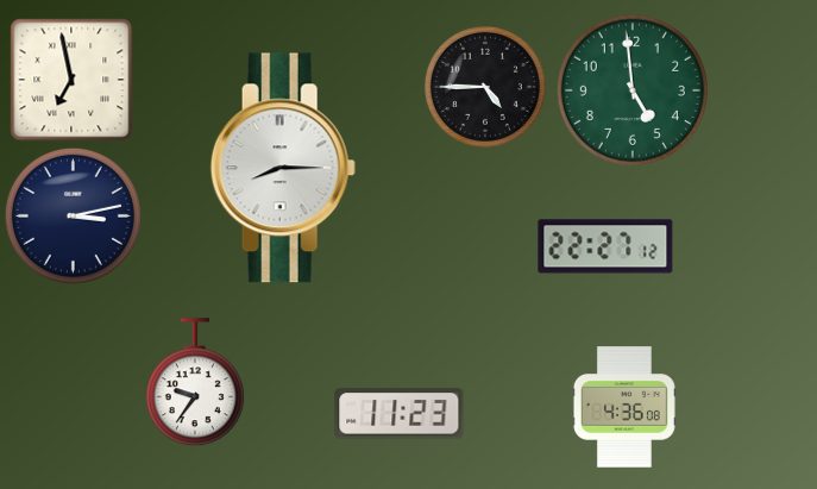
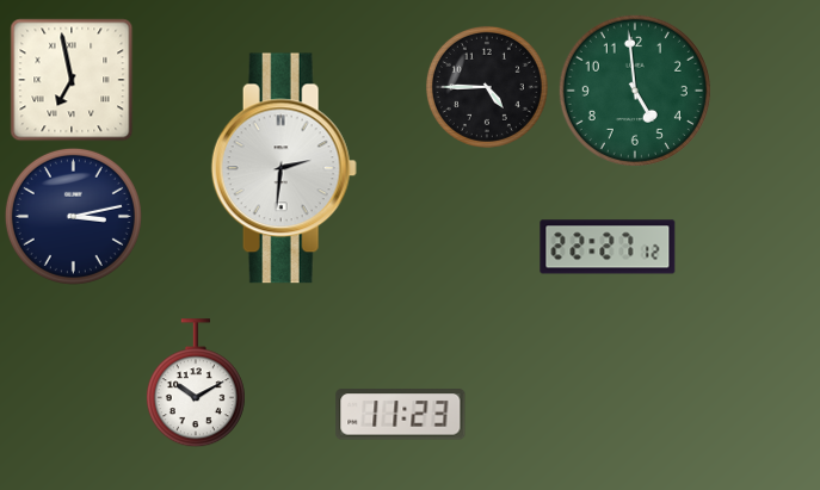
clock at (283, 168): 8:15 -> 2:31
clock at (195, 383): 9:36 -> 10:10
clock at (624, 407): 4:36 -> none
